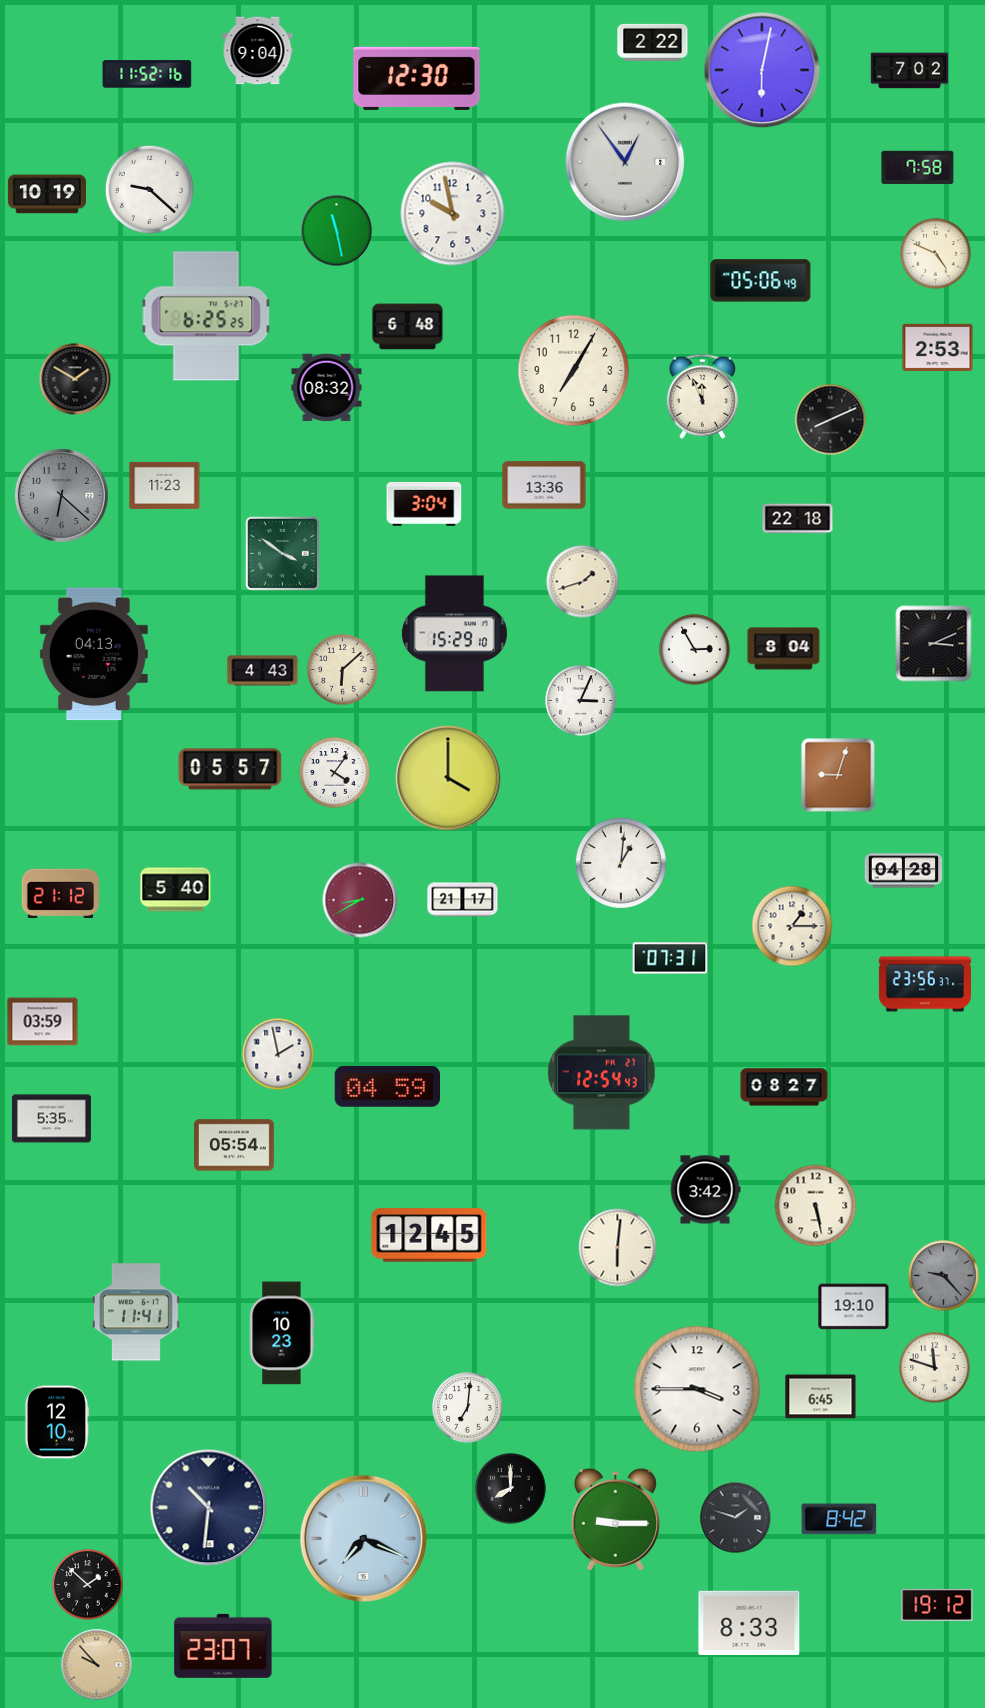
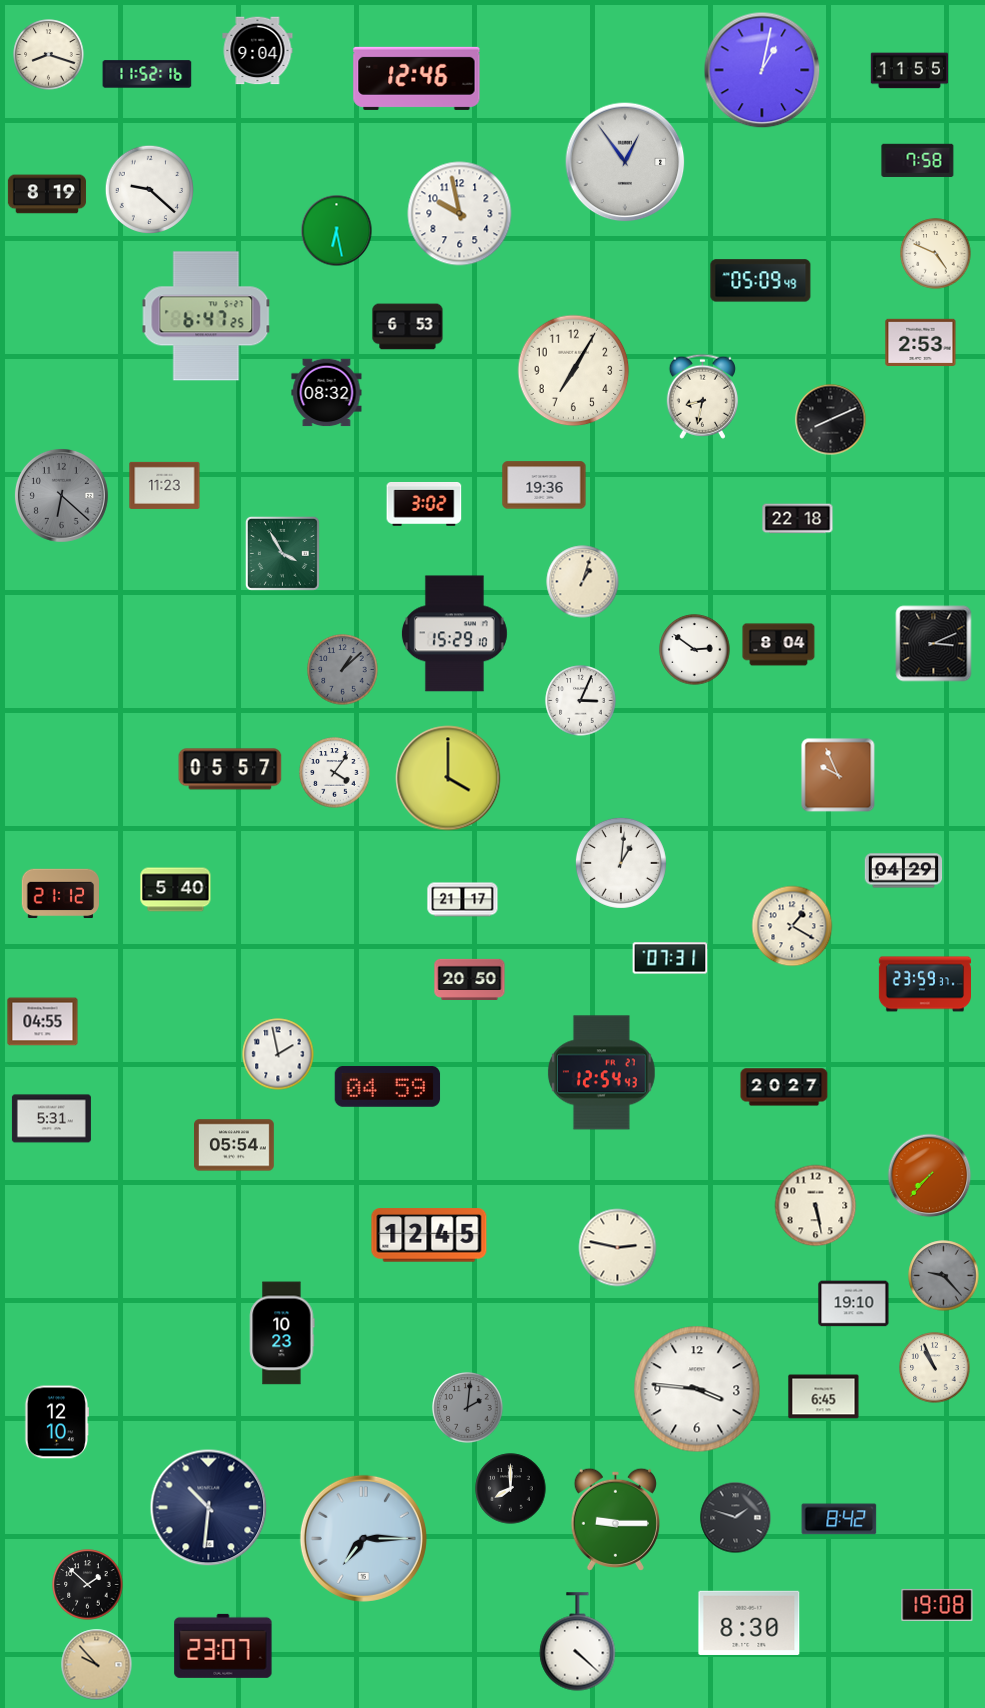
clock at (653, 42): 2:22 -> none
clock at (49, 55): none -> 8:18
clock at (762, 70): 6:02 -> 1:02
clock at (910, 71): 7:02 -> 11:55
clock at (417, 78): 12:30 -> 12:46
clock at (918, 167) position: (918, 167) -> (918, 160)
clock at (47, 194): 10:19 -> 8:19
clock at (453, 214) position: (453, 214) -> (460, 214)
clock at (337, 231): 11:28 -> 6:28
clock at (761, 281): 05:06 -> 05:09
clock at (206, 316): 6:25 -> 6:47
clock at (408, 327): 6:48 -> 6:53
clock at (938, 347) position: (938, 347) -> (921, 342)
clock at (75, 379): 1:50 -> none
clock at (327, 388) position: (327, 388) -> (327, 393)
clock at (702, 396): 11:56 -> 8:32
clock at (544, 485): 13:36 -> 19:36
clock at (424, 505): 3:04 -> 3:02
clock at (282, 553): 3:51 -> 3:55
clock at (583, 582): 1:42 -> 1:03
clock at (784, 649) position: (784, 649) -> (779, 645)
clock at (695, 650): 2:55 -> 2:51
clock at (94, 654): 04:13 -> none
clock at (343, 670): 6:08 -> 1:08
clock at (343, 670) dial: cream -> grey
clock at (263, 671): 4:43 -> none
clock at (838, 775): 9:03 -> 9:56
clock at (904, 871): 04:28 -> 04:29
clock at (360, 900): 8:40 -> none
clock at (792, 926): 1:15 -> 1:20
clock at (470, 979): none -> 20:50
clock at (924, 984): 23:56 -> 23:59
clock at (43, 1022): 03:59 -> 04:55
clock at (784, 1087): 08:27 -> 20:27
clock at (51, 1119): 5:35 -> 5:31
clock at (930, 1176): none -> 7:37
clock at (705, 1190): 3:42 -> none
clock at (618, 1248): 6:01 -> 2:47
clock at (854, 1307) position: (854, 1307) -> (854, 1304)
clock at (136, 1312): 11:41 -> none
clock at (935, 1368): 11:48 -> 10:56
clock at (697, 1389): 3:45 -> 3:46
clock at (821, 1397) position: (821, 1397) -> (824, 1397)
clock at (468, 1408): 7:01 -> 2:01
clock at (468, 1408) dial: white -> grey
clock at (363, 1538): 7:19 -> 7:15
clock at (937, 1605): 19:12 -> 19:08
clock at (749, 1623): 8:33 -> 8:30
clock at (578, 1642): none -> 4:22
